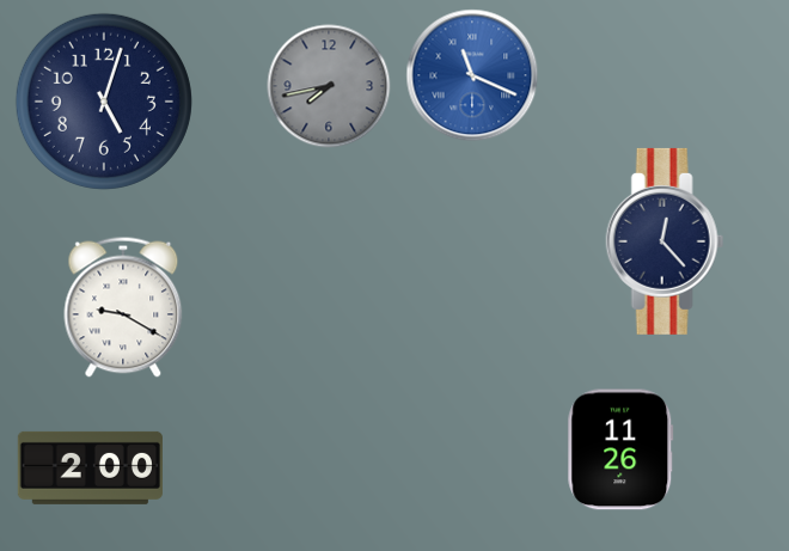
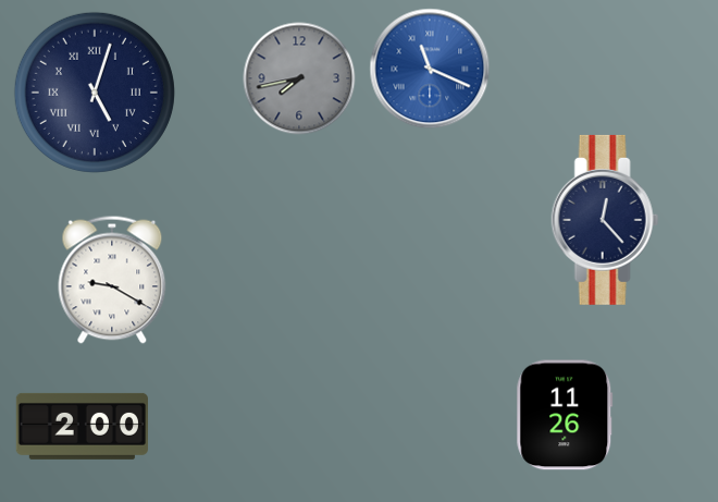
clock at (104, 102) numerals: Arabic -> Roman
clock at (620, 449) position: (620, 449) -> (565, 415)
